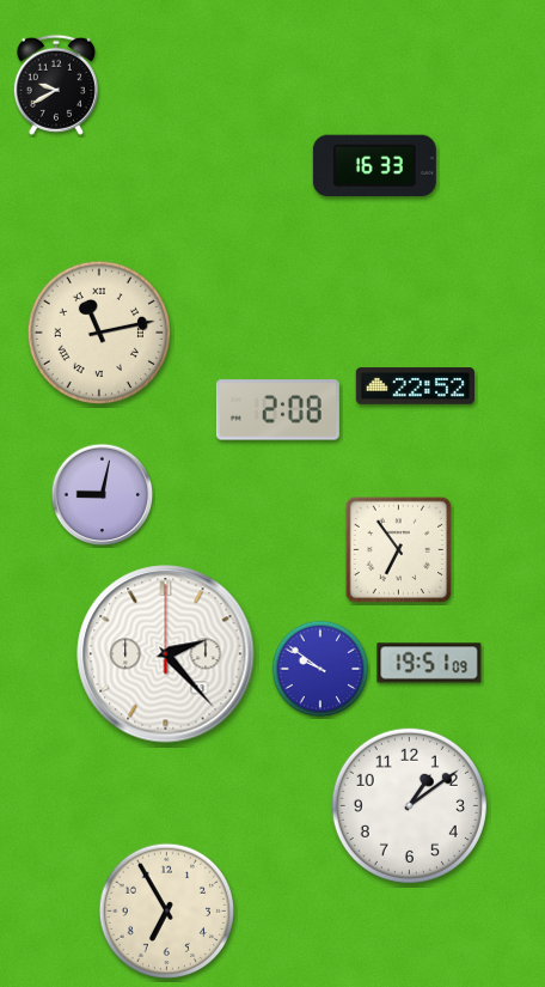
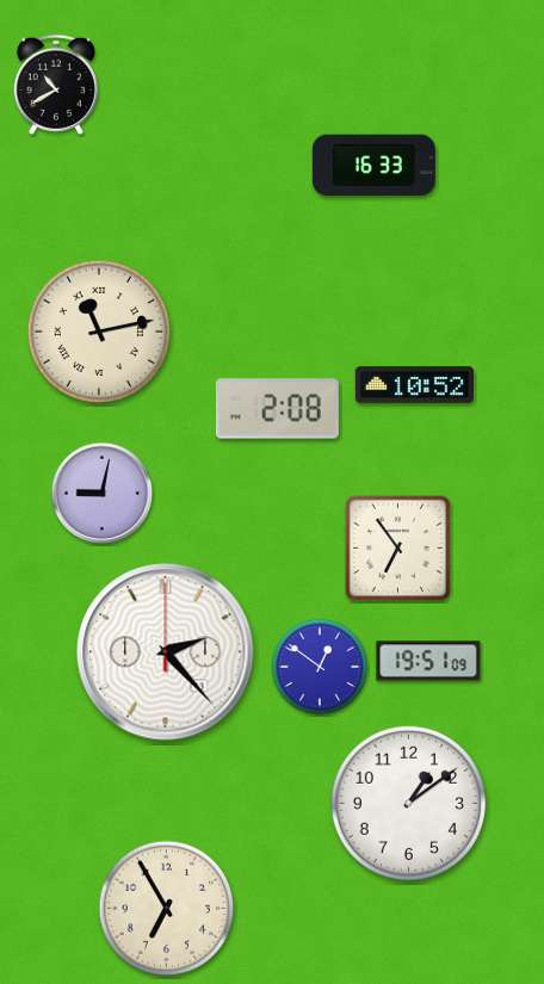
clock at (56, 85): 9:40 -> 10:40
clock at (415, 386): 22:52 -> 10:52
clock at (320, 669): 9:51 -> 12:51
